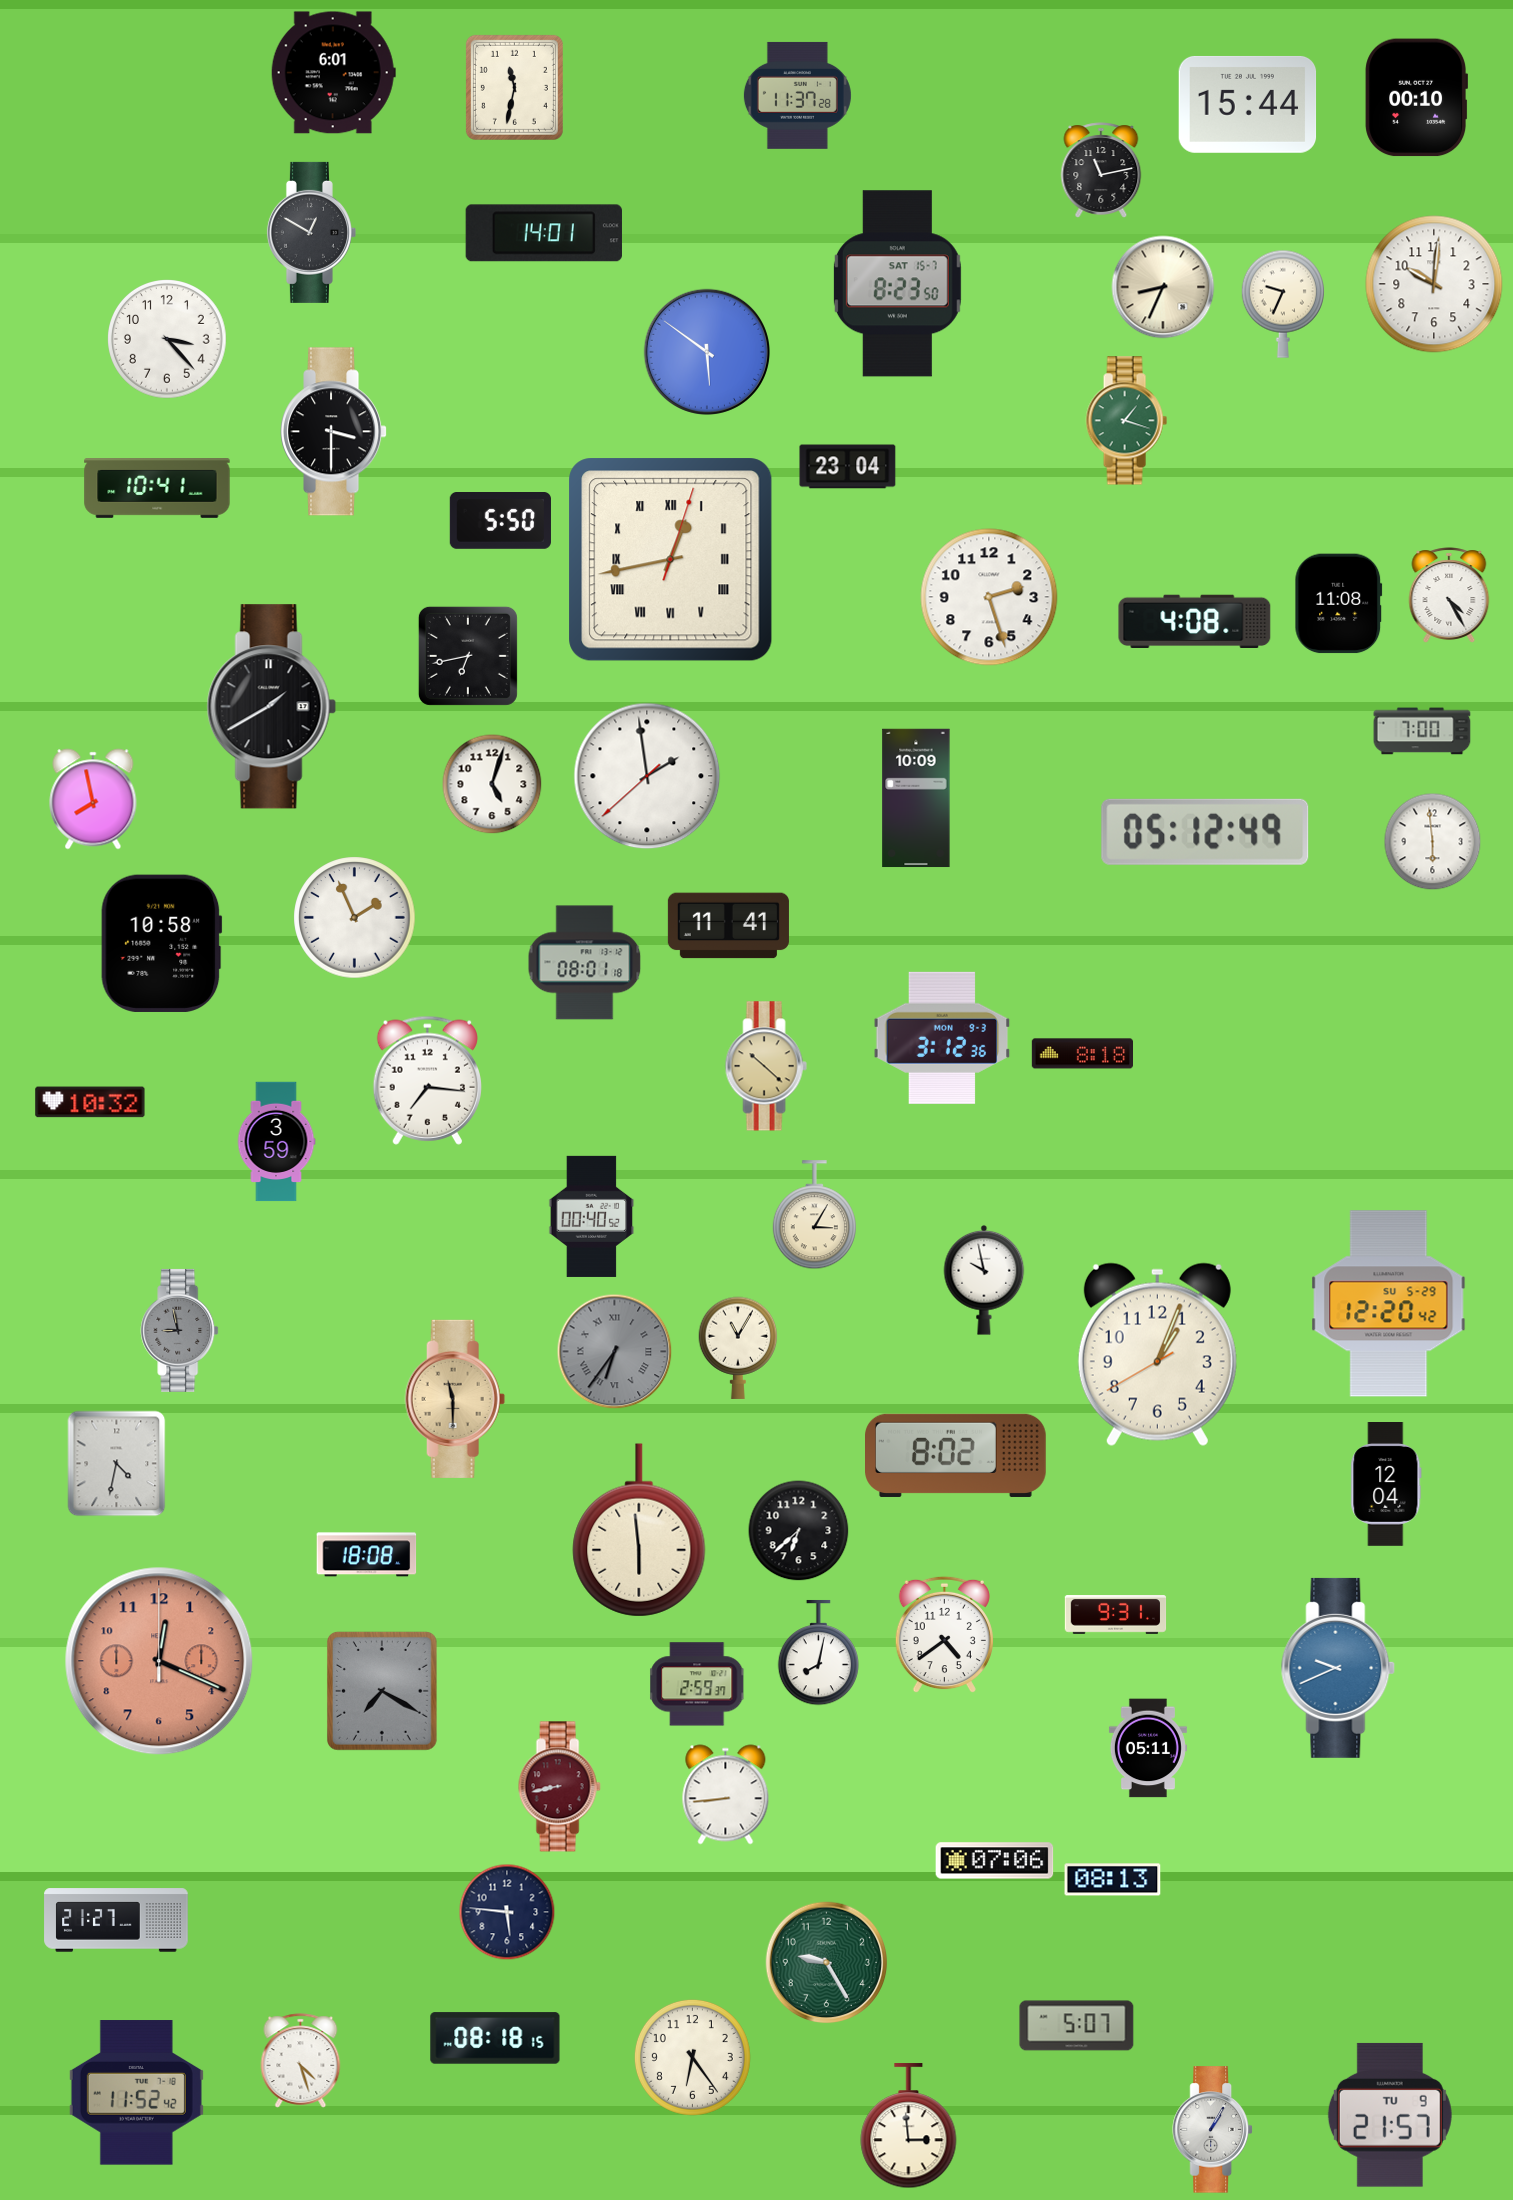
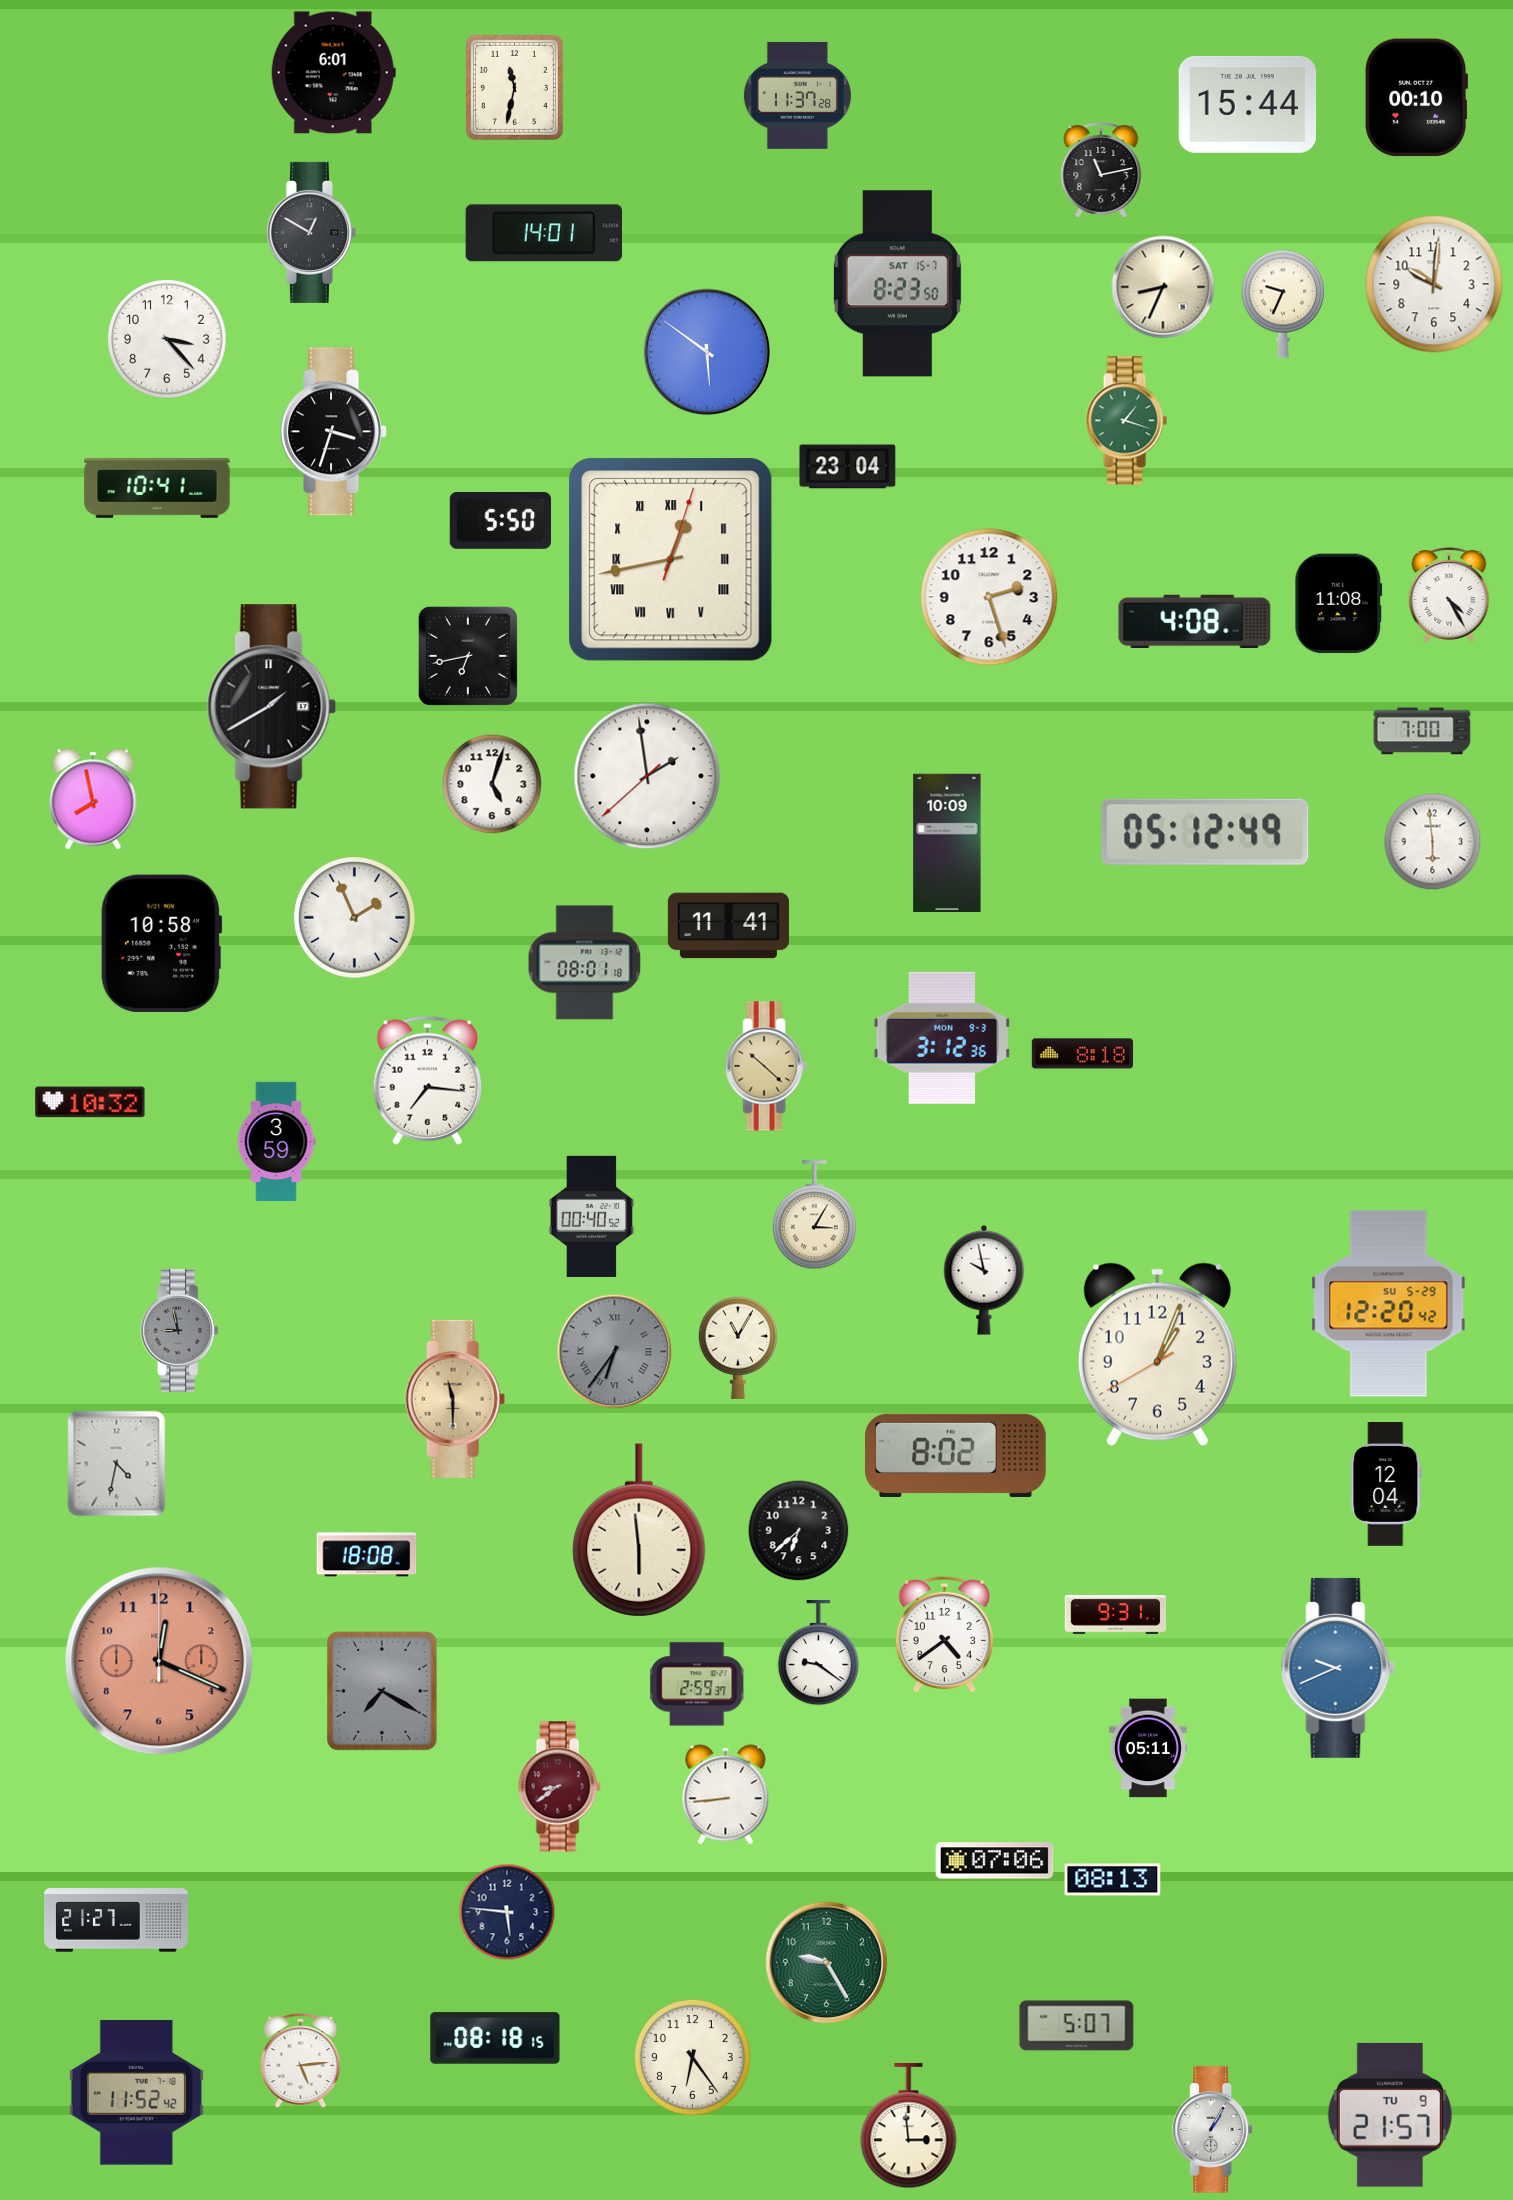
clock at (335, 432): 3:30 -> 3:33
clock at (916, 798) position: (916, 798) -> (947, 843)
clock at (819, 1653): 8:02 -> 9:21
clock at (559, 1787): 8:43 -> 8:39
clock at (301, 2061): 4:27 -> 5:14
